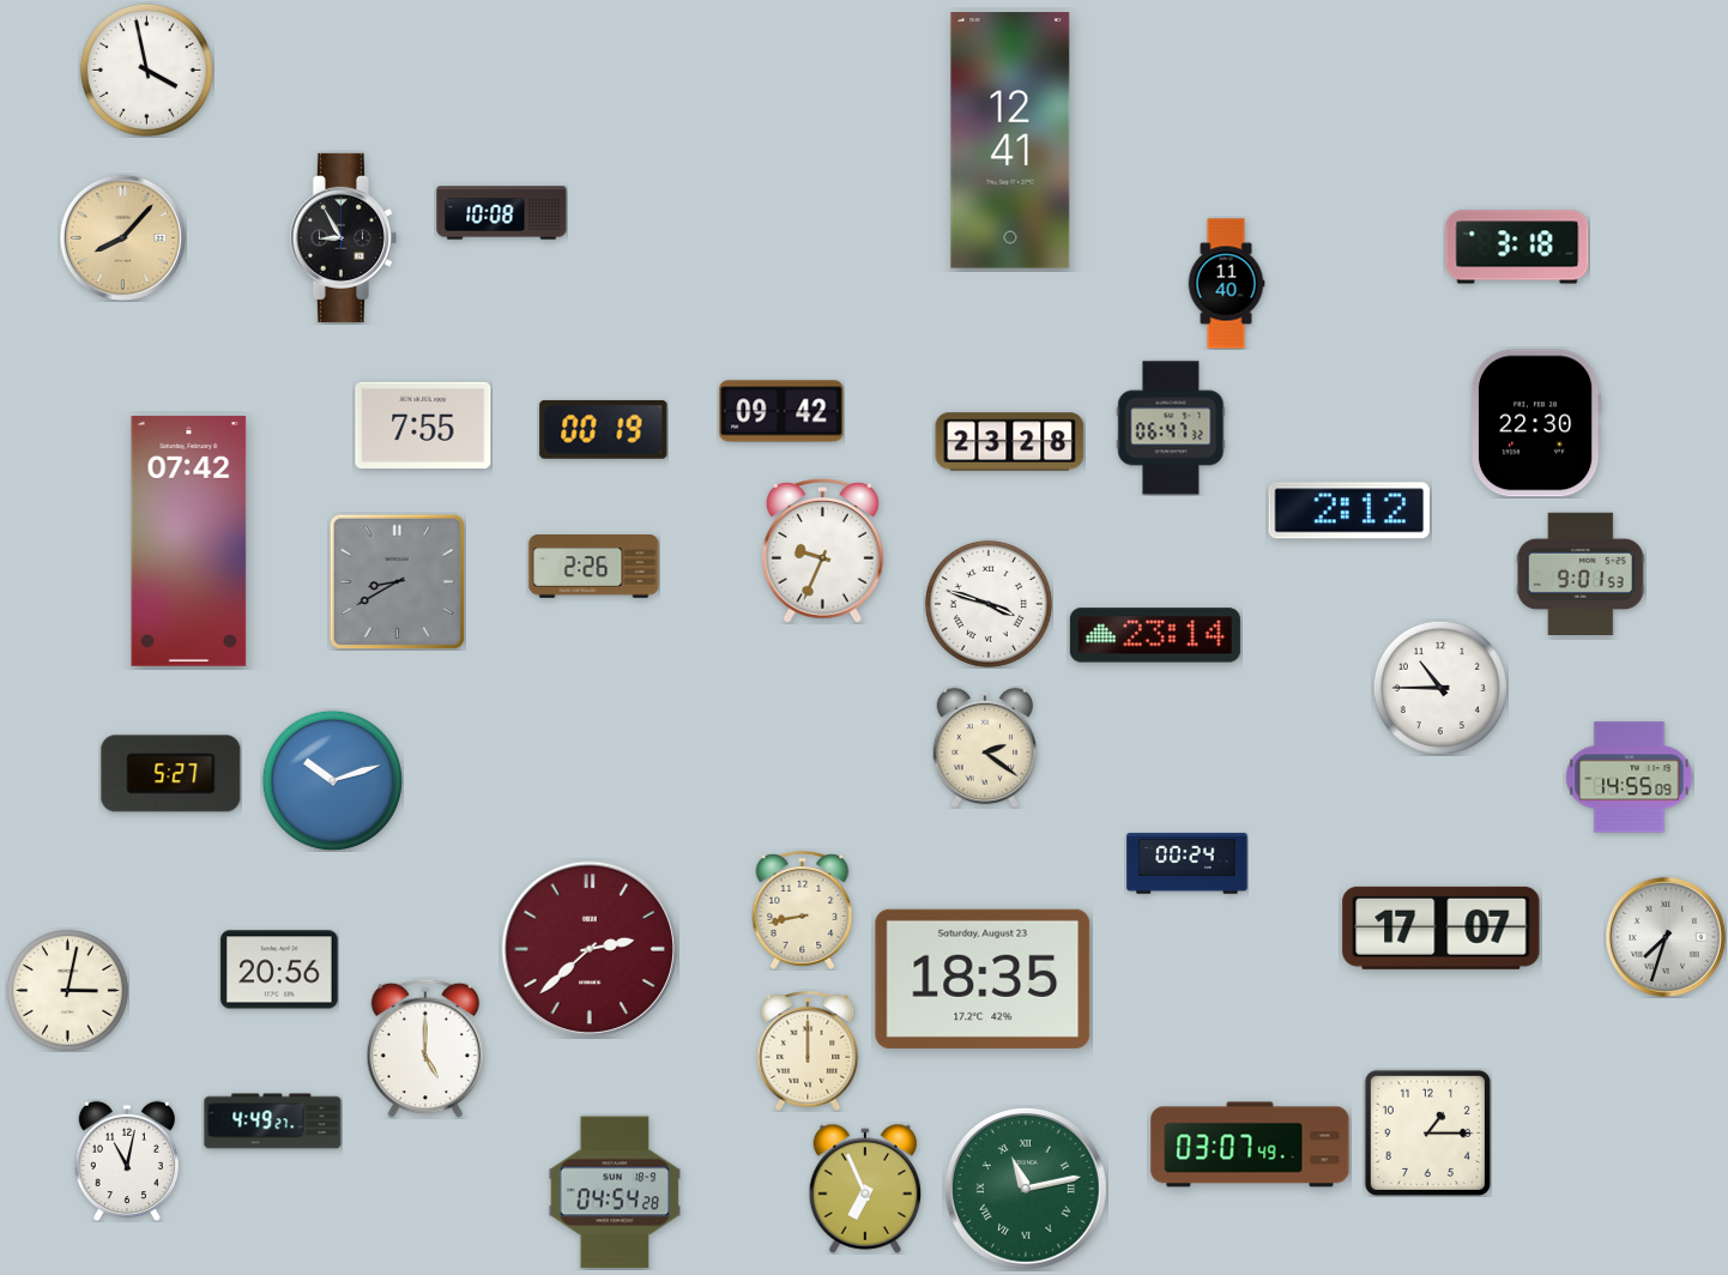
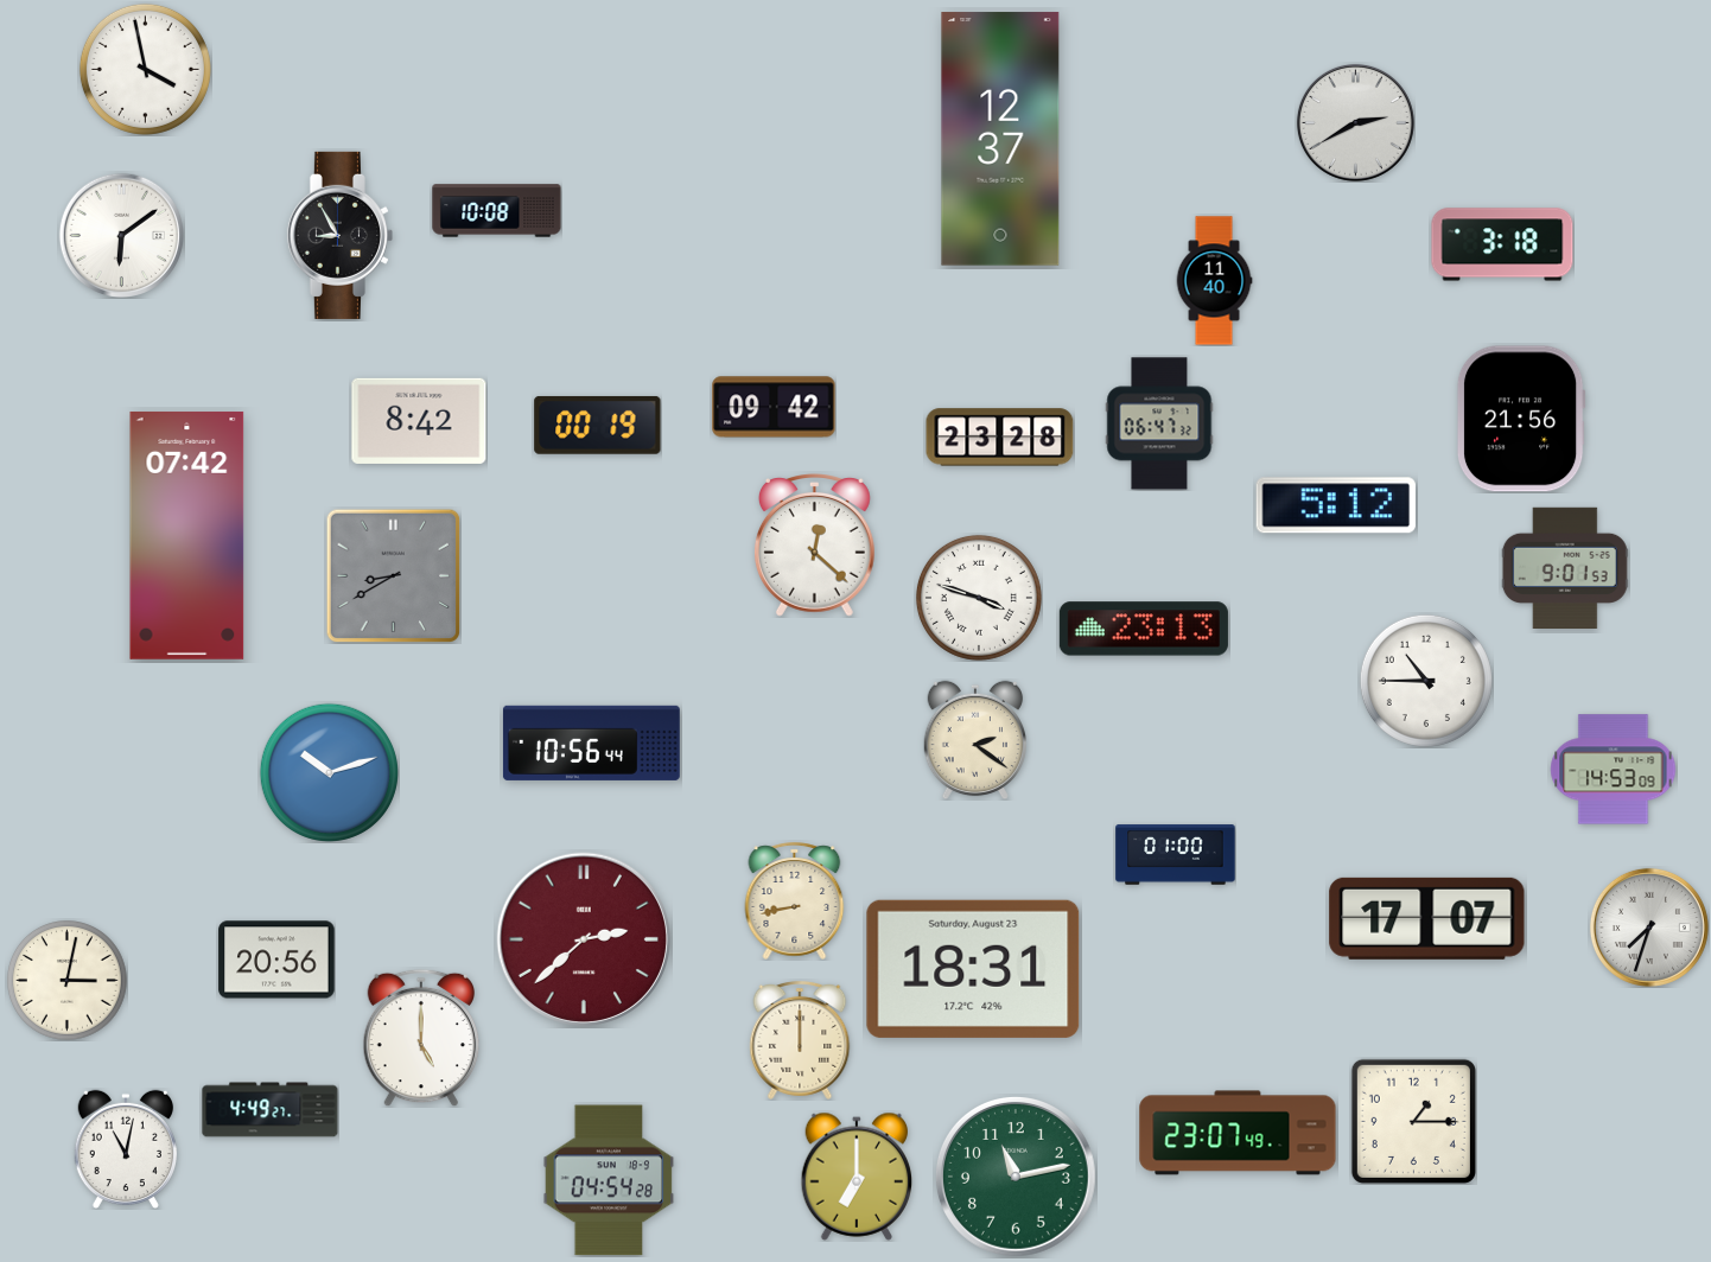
clock at (1355, 122): none -> 2:40
clock at (1010, 140): 12:41 -> 12:37
clock at (122, 237): 8:07 -> 6:09
clock at (122, 237) dial: champagne -> white
clock at (1536, 423): 22:30 -> 21:56
clock at (423, 425): 7:55 -> 8:42
clock at (1349, 510): 2:12 -> 5:12
clock at (822, 551): 9:34 -> 12:22
clock at (594, 567): 2:26 -> none
clock at (1155, 635): 23:14 -> 23:13
clock at (591, 742): none -> 10:56
clock at (171, 774): 5:27 -> none
clock at (1630, 778): 14:55 -> 14:53
clock at (1188, 864): 00:24 -> 01:00
clock at (983, 979): 18:35 -> 18:31
clock at (1250, 1144): 03:07 -> 23:07
clock at (865, 1189): 6:56 -> 7:00
clock at (1026, 1189) numerals: Roman -> Arabic
